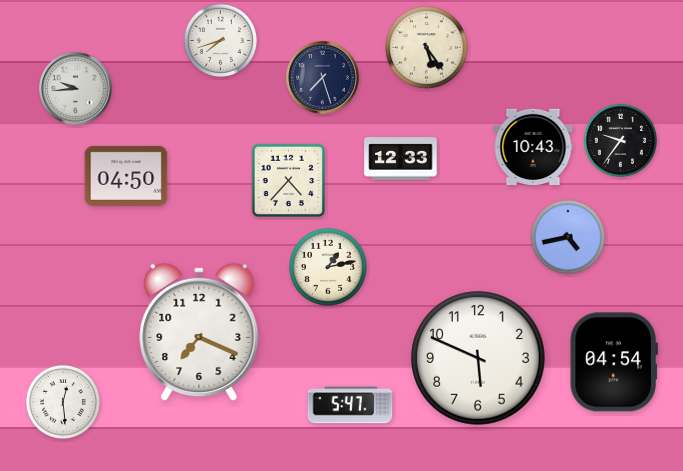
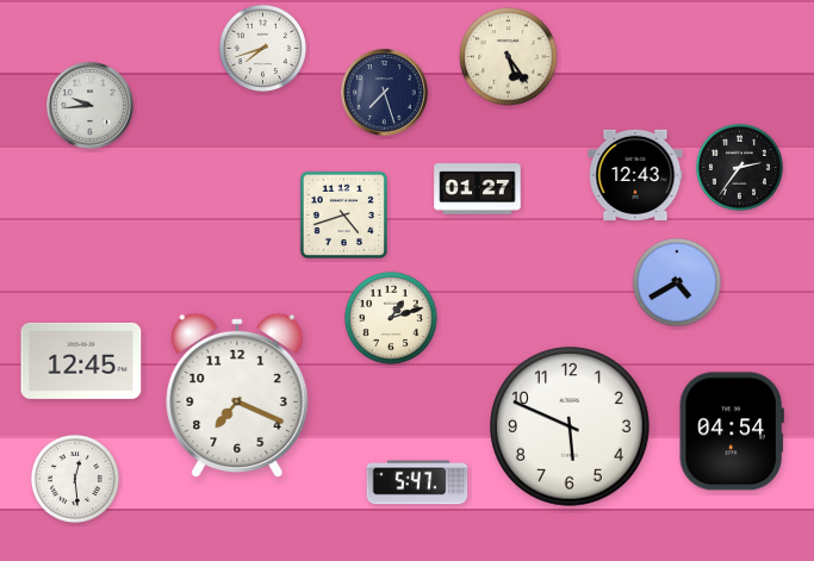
clock at (620, 140): 9:36 -> 2:36
clock at (533, 146): 10:43 -> 12:43
clock at (401, 159): 12:33 -> 01:27
clock at (126, 176): 04:50 -> none
clock at (289, 181): 4:37 -> 4:42
clock at (568, 237): 4:43 -> 4:40
clock at (328, 267): 1:13 -> 1:12
clock at (81, 361): none -> 12:45
